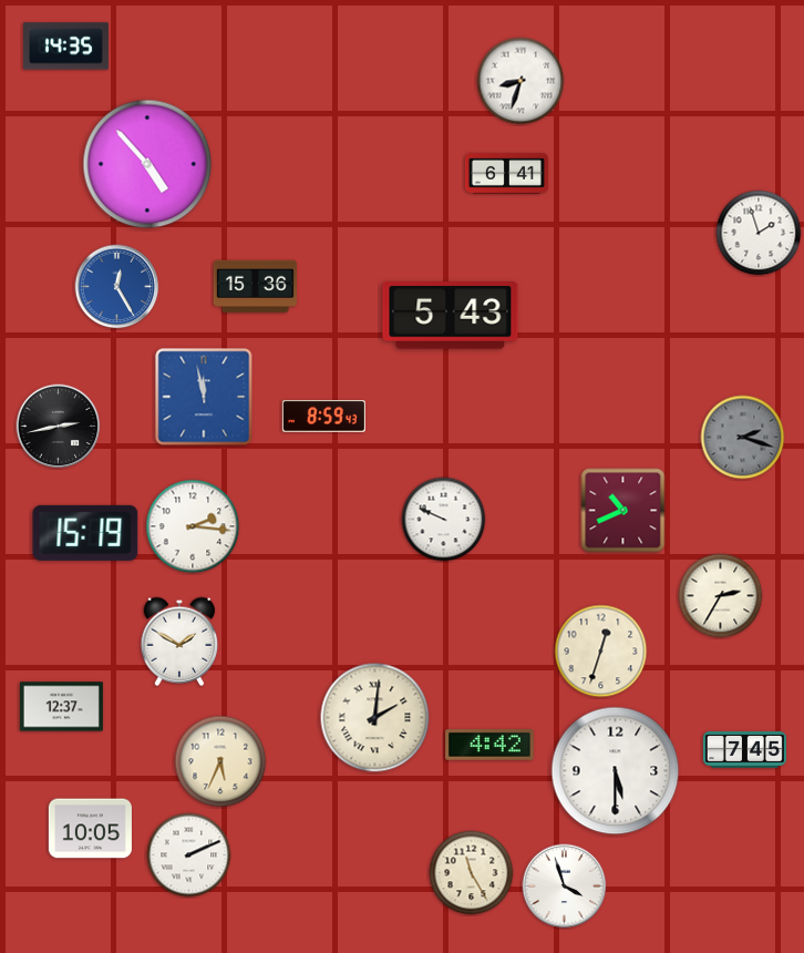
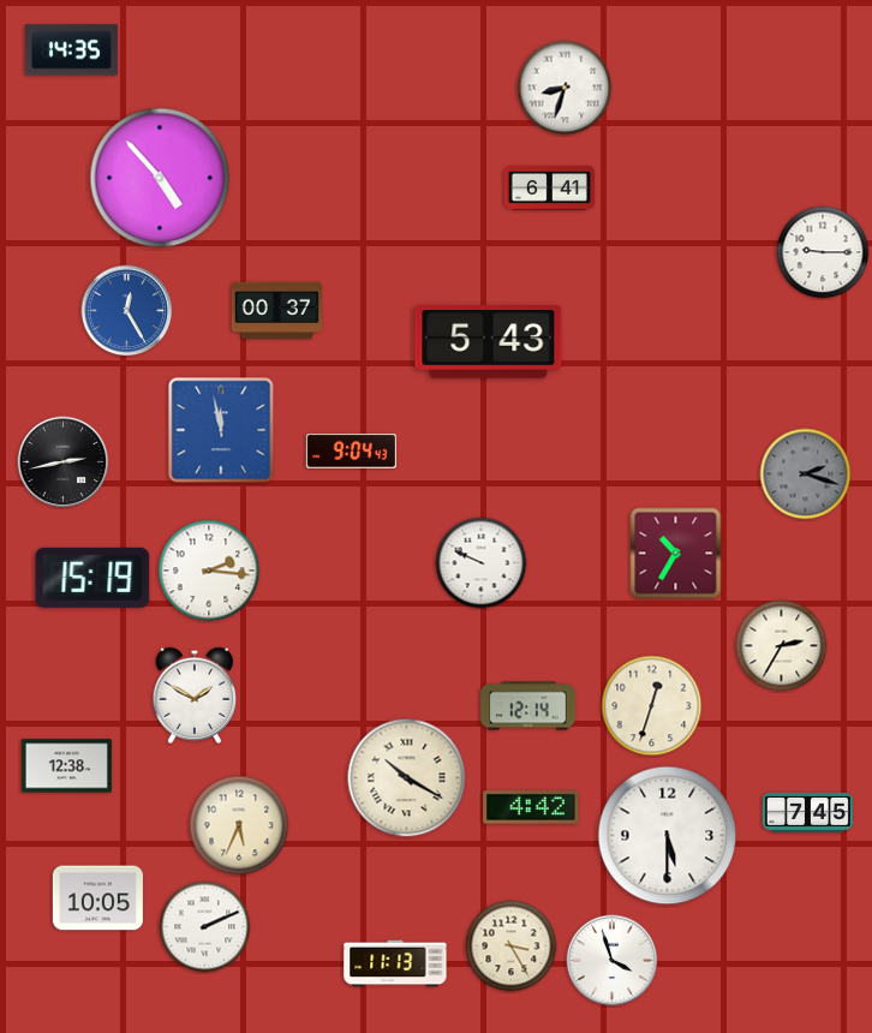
clock at (759, 233): 1:57 -> 9:15
clock at (255, 286): 15:36 -> 00:37
clock at (323, 417): 8:59 -> 9:04
clock at (623, 511): 10:41 -> 10:35
clock at (528, 706): none -> 12:14
clock at (61, 707): 12:37 -> 12:38
clock at (375, 718): 2:01 -> 10:20
clock at (472, 873): 11:25 -> 3:25
clock at (395, 963): none -> 11:13
